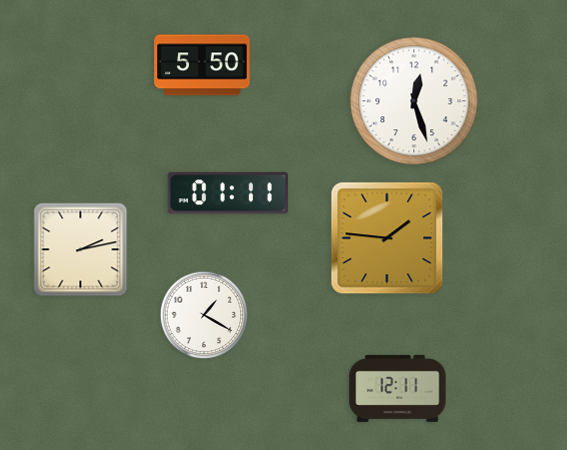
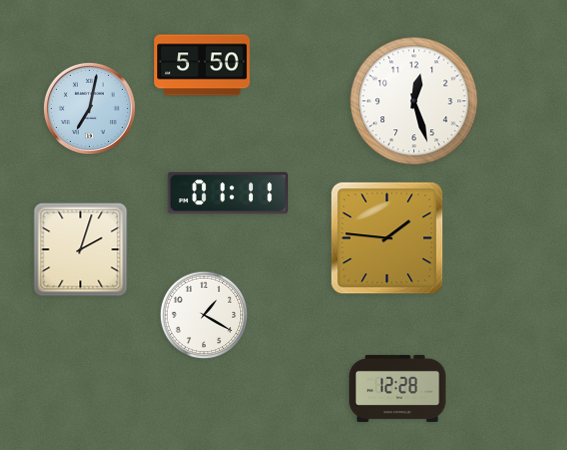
clock at (89, 108): none -> 7:02
clock at (81, 250): 2:13 -> 2:03
clock at (398, 388): 12:11 -> 12:28
